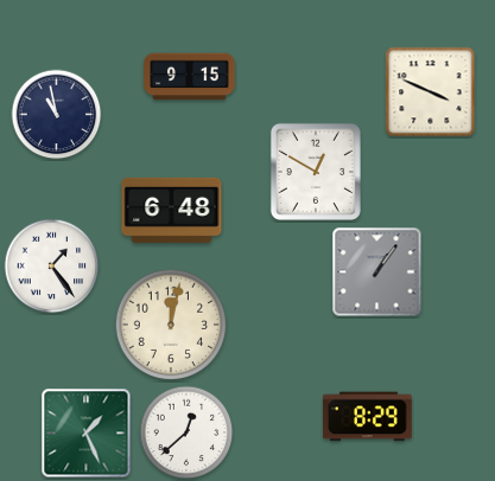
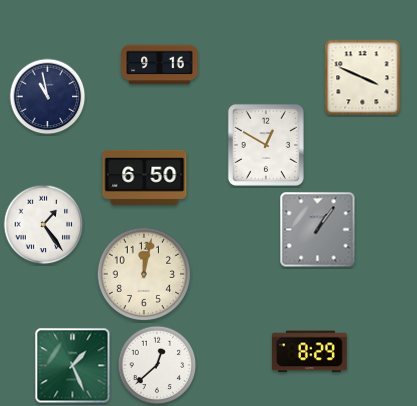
clock at (190, 77): 9:15 -> 9:16
clock at (172, 210): 6:48 -> 6:50
